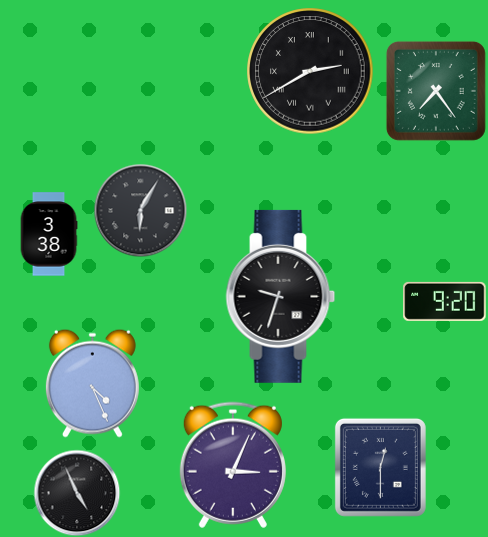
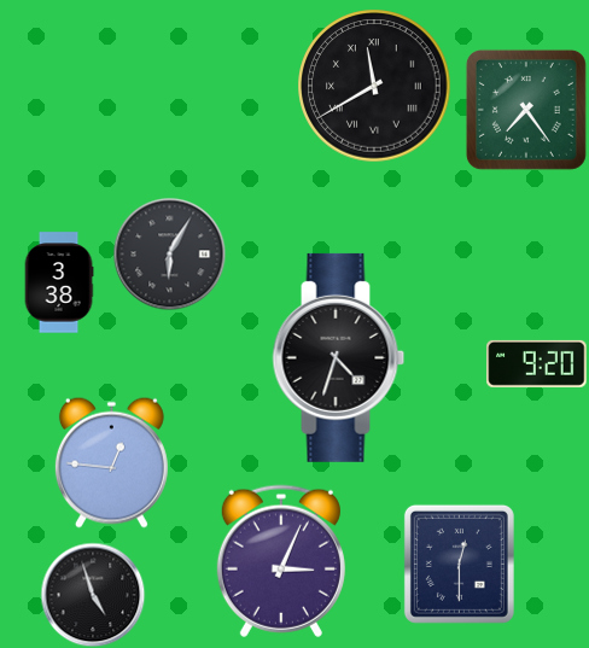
clock at (310, 71): 2:40 -> 11:40
clock at (281, 296): 9:33 -> 4:33
clock at (92, 383): 4:26 -> 12:46
clock at (77, 493): 4:56 -> 4:57
